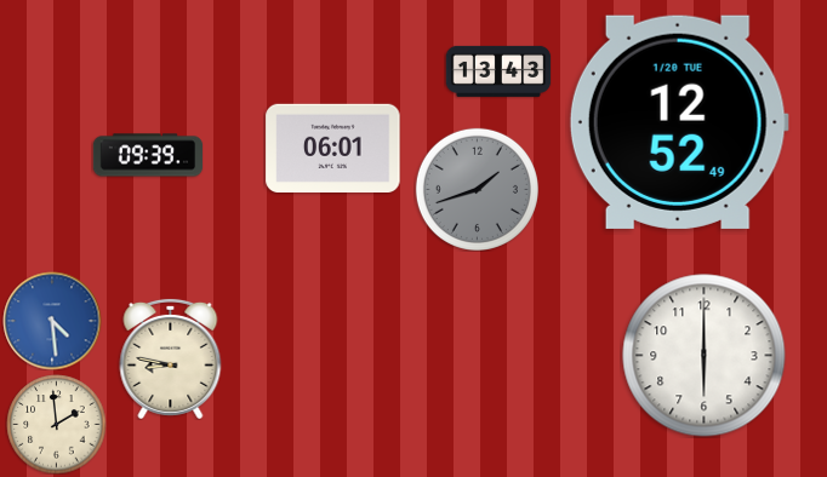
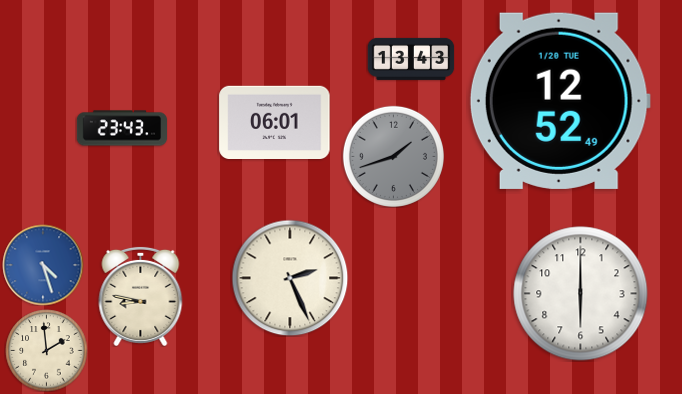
clock at (148, 155): 09:39 -> 23:43
clock at (52, 321): 4:29 -> 4:27
clock at (290, 278): none -> 2:26
